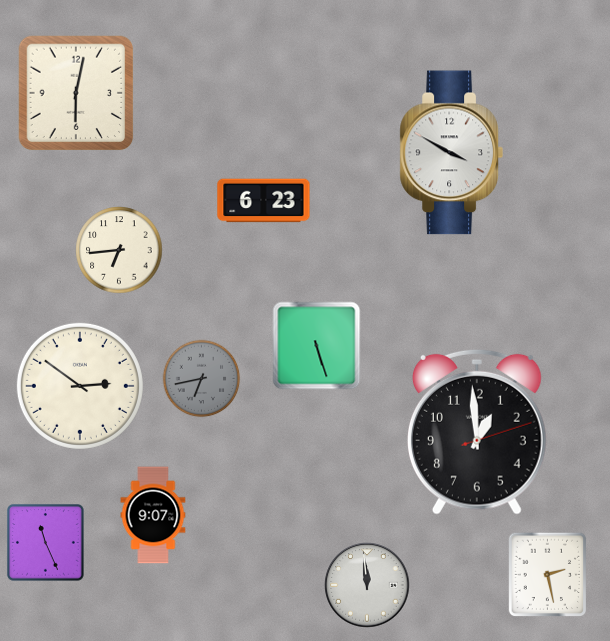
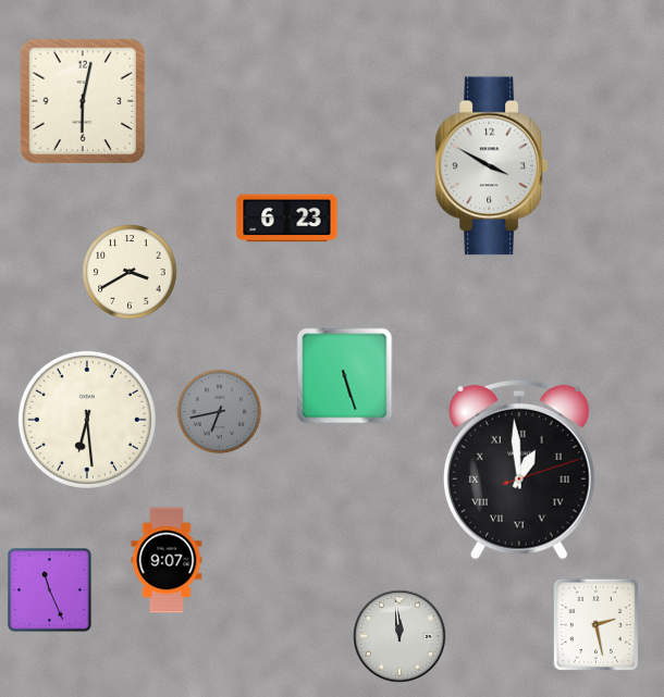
clock at (119, 250): 6:44 -> 3:40
clock at (80, 386): 2:51 -> 6:29
clock at (477, 432) numerals: Arabic -> Roman
